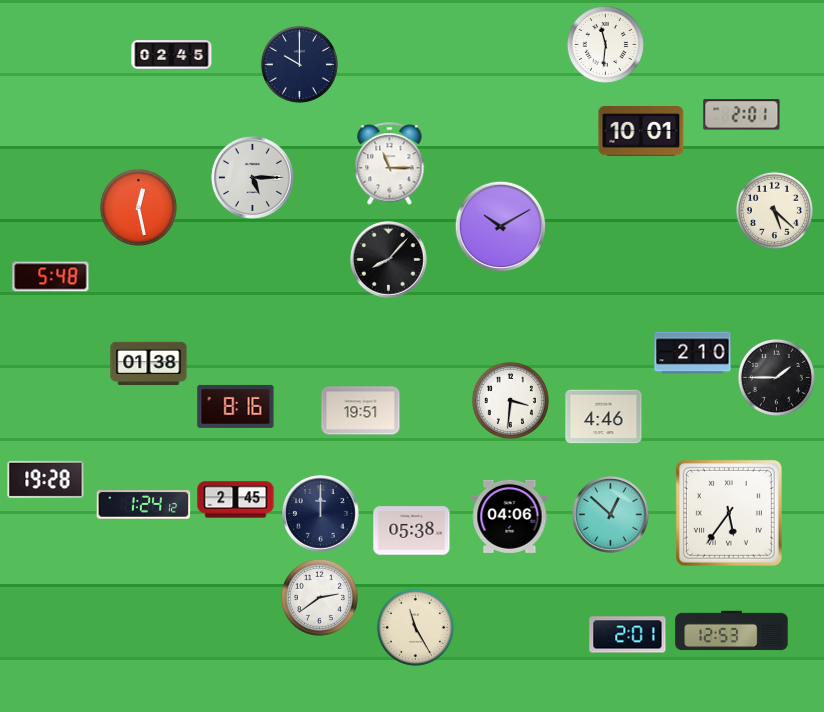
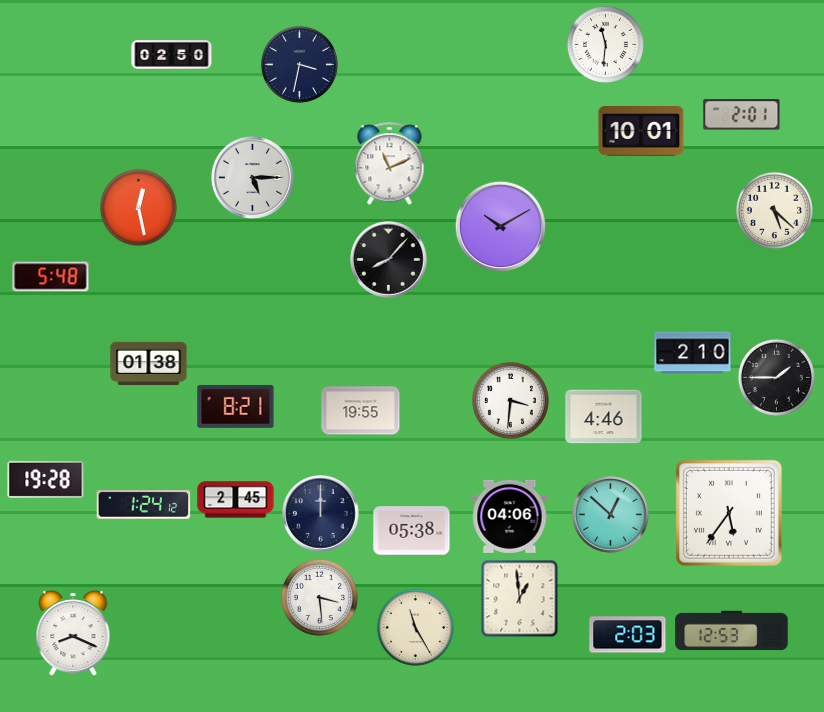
clock at (172, 55): 02:45 -> 02:50
clock at (299, 64): 10:00 -> 3:32
clock at (390, 164): 11:15 -> 11:11
clock at (236, 406): 8:16 -> 8:21
clock at (361, 411): 19:51 -> 19:55
clock at (319, 597): 2:39 -> 3:29
clock at (519, 598): none -> 12:59
clock at (73, 633): none -> 8:19
clock at (628, 635): 2:01 -> 2:03
